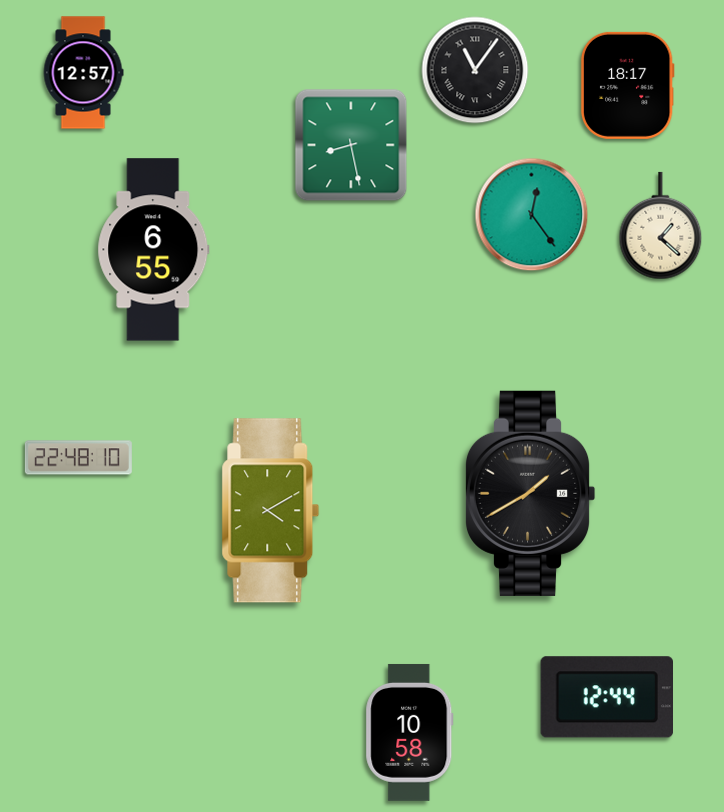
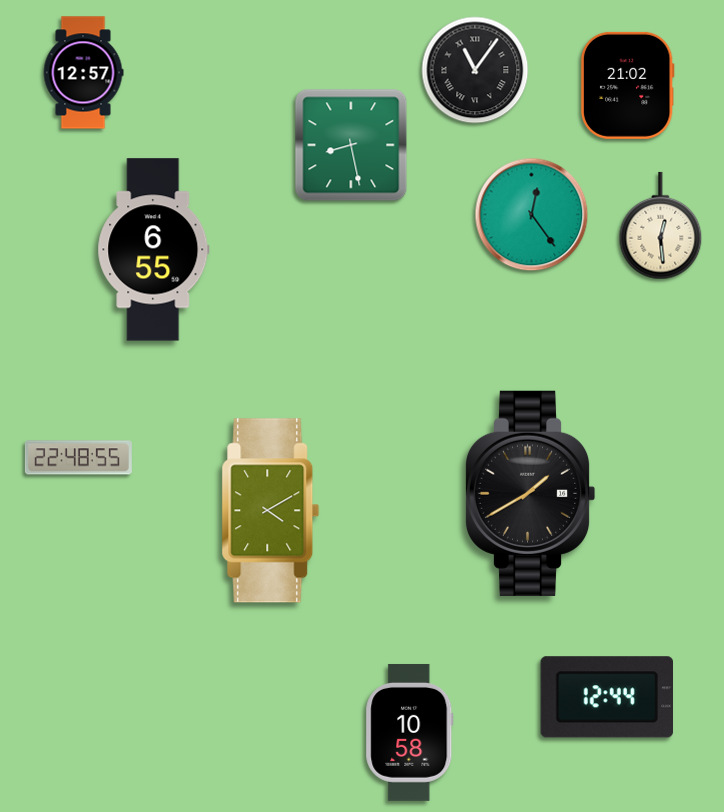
clock at (627, 85): 18:17 -> 21:02
clock at (661, 226): 1:22 -> 12:29
clock at (78, 458): 22:48:10 -> 22:48:55
